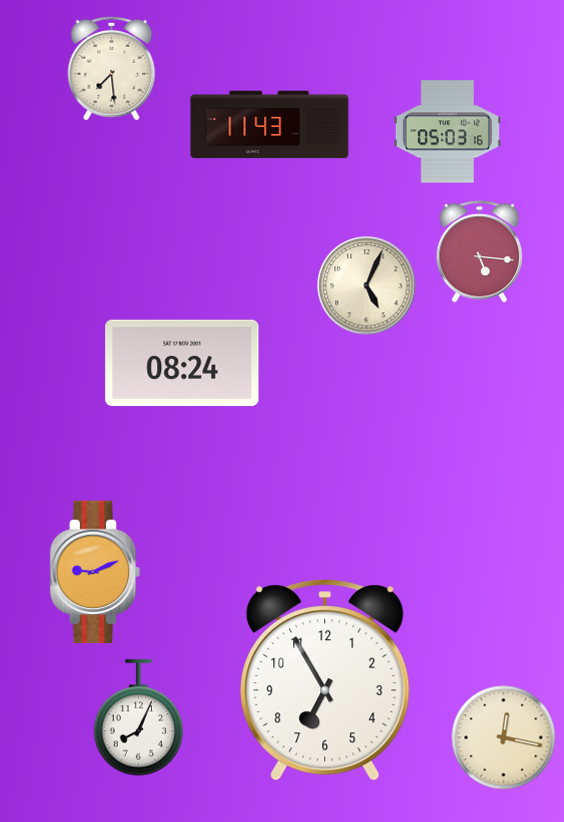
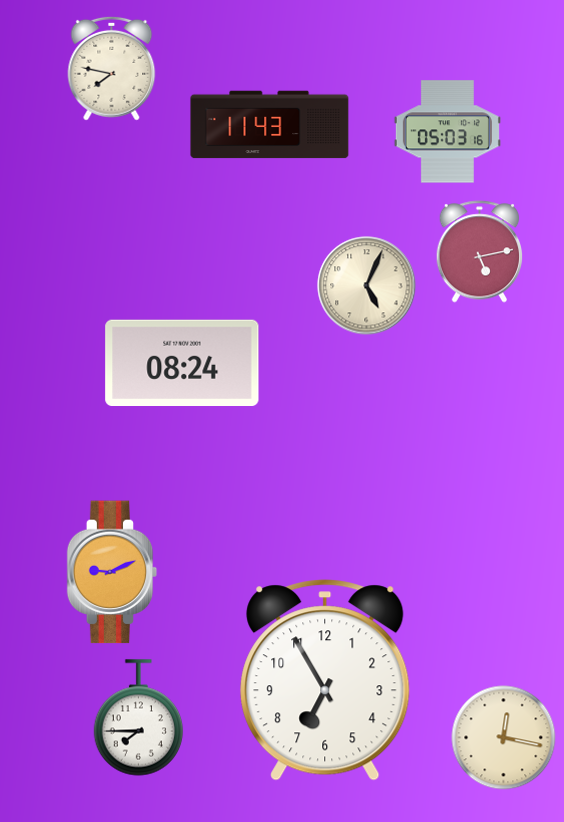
clock at (112, 68): 7:29 -> 7:47
clock at (480, 252): 5:16 -> 5:13
clock at (95, 572) position: (95, 572) -> (112, 572)
clock at (139, 718): 8:04 -> 7:45
